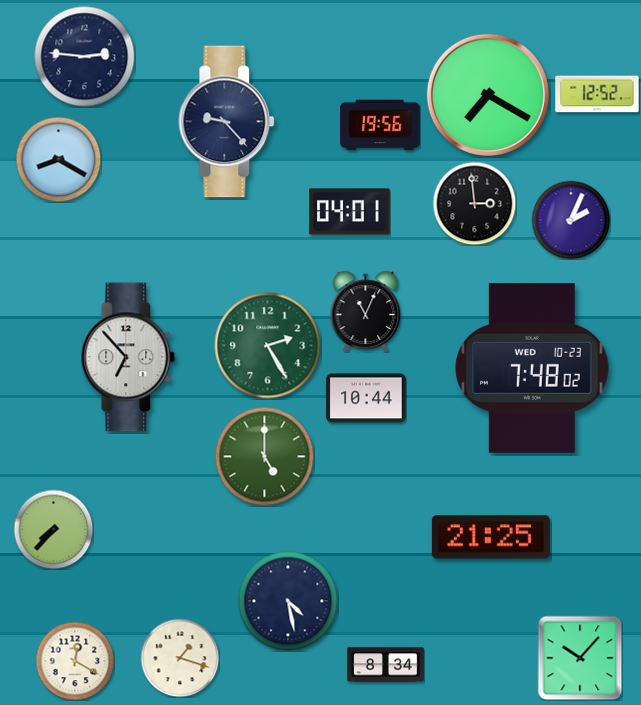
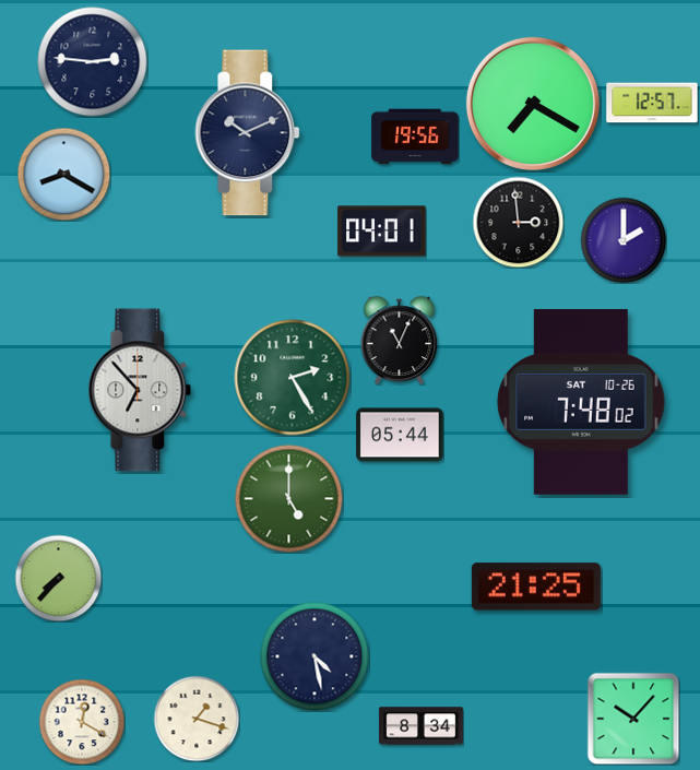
clock at (597, 94): 12:52 -> 12:57
clock at (227, 122): 9:23 -> 10:11
clock at (571, 220): 2:04 -> 2:00
clock at (532, 368) date: WED 10-23 -> SAT 10-26
clock at (366, 398): 10:44 -> 05:44
